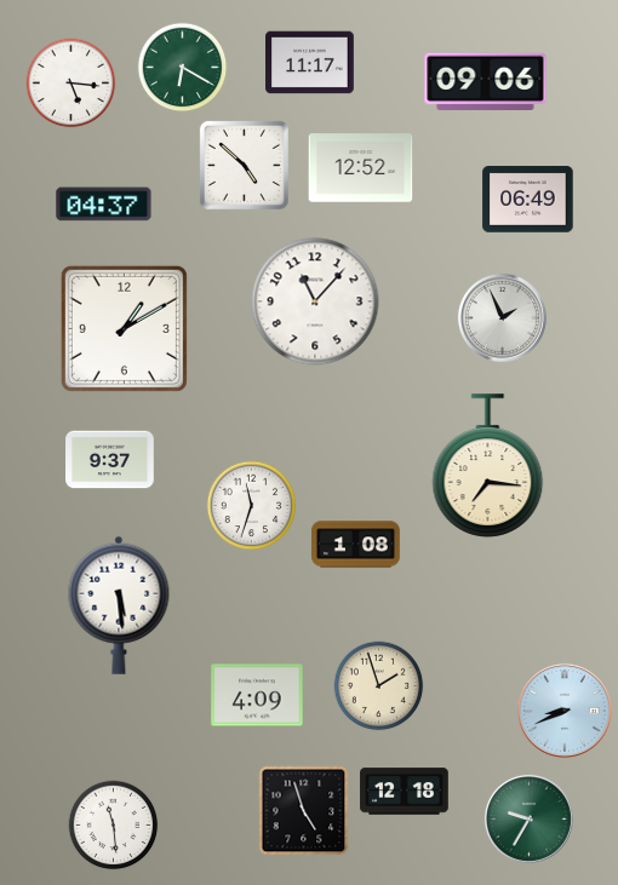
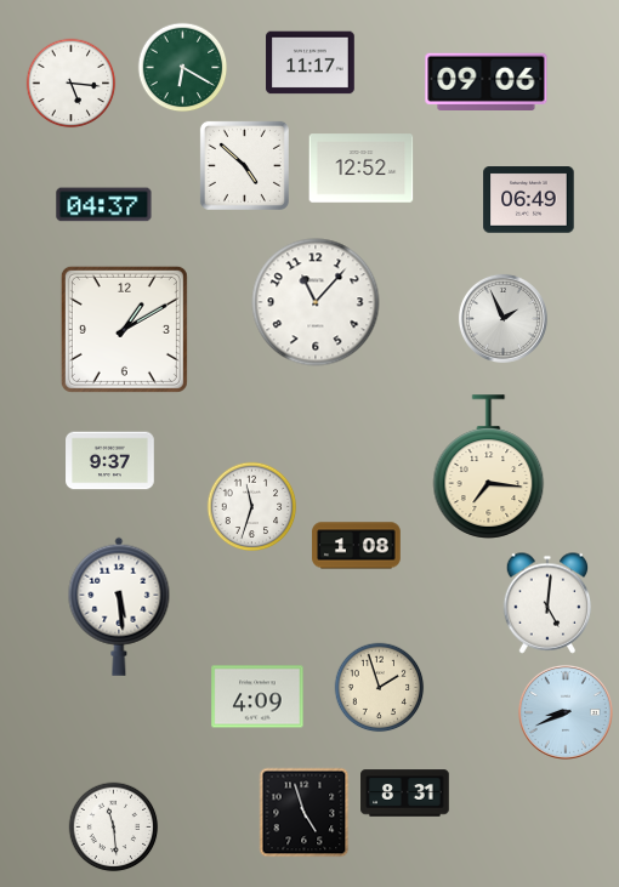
clock at (547, 603): none -> 5:01
clock at (405, 792): 12:18 -> 8:31
clock at (528, 818): 9:35 -> none
